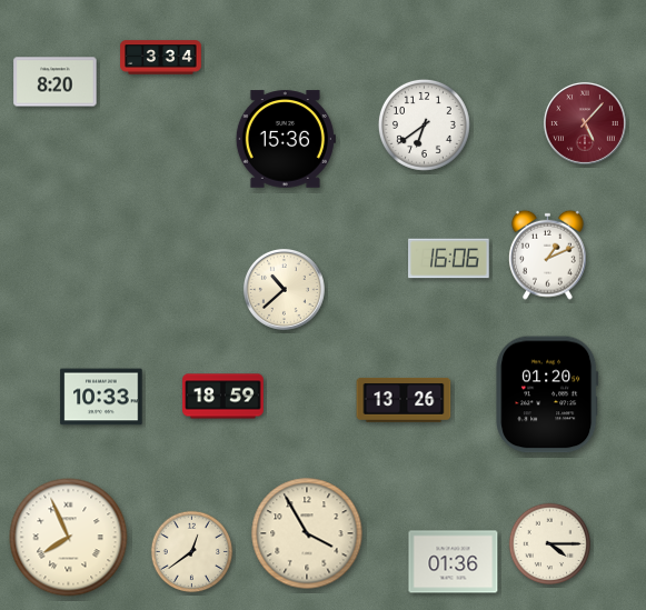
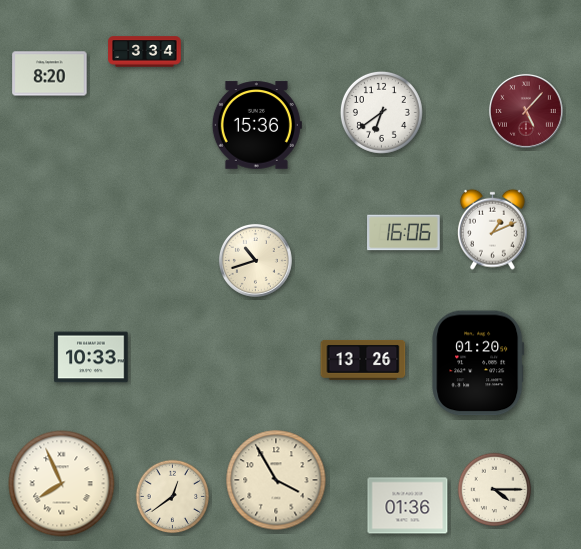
clock at (284, 289): 10:38 -> 10:42
clock at (547, 394) position: (547, 394) -> (478, 363)
clock at (223, 397): 18:59 -> none
